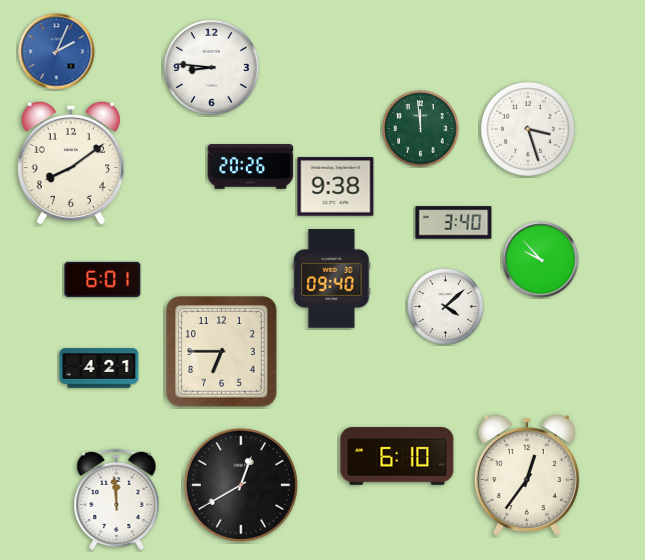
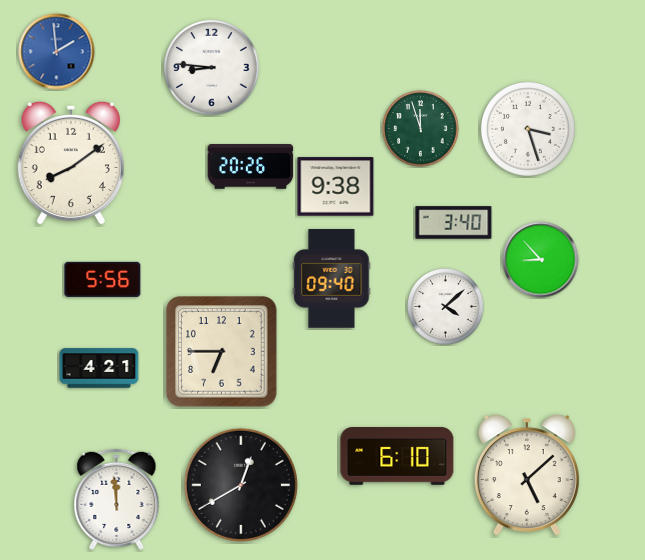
clock at (57, 52): 2:04 -> 1:59
clock at (421, 129): 11:59 -> 11:57
clock at (541, 260): 9:53 -> 8:53
clock at (103, 279): 6:01 -> 5:56
clock at (527, 475): 12:36 -> 5:08
